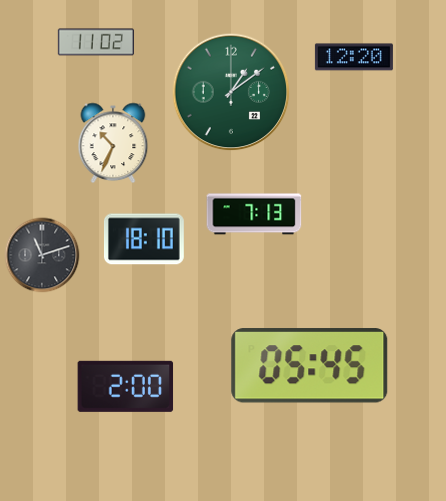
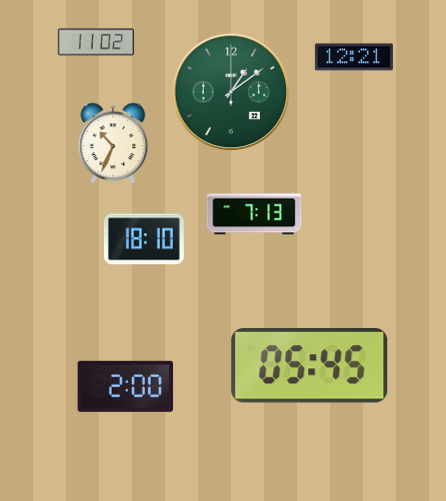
clock at (354, 57): 12:20 -> 12:21
clock at (42, 255): 11:12 -> none
